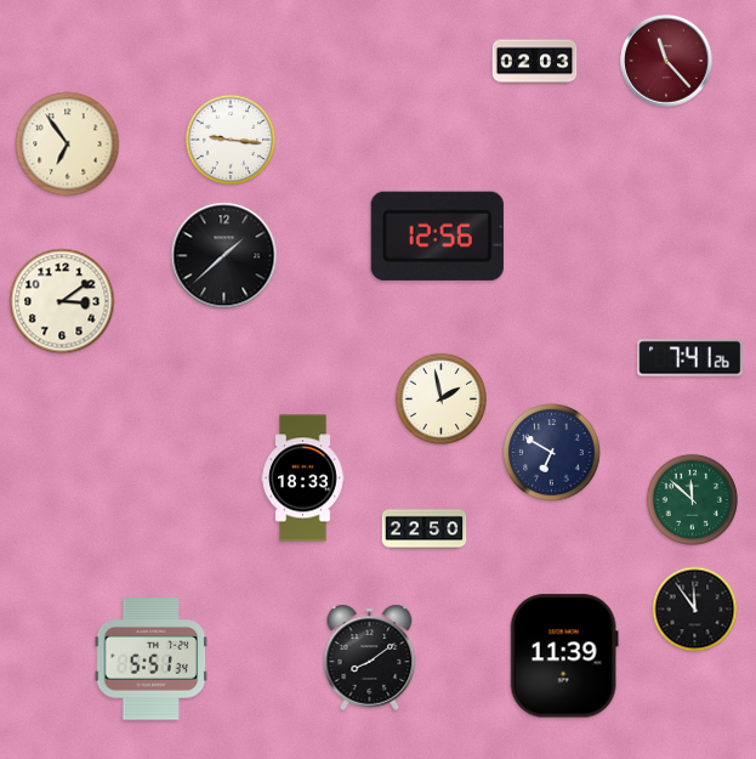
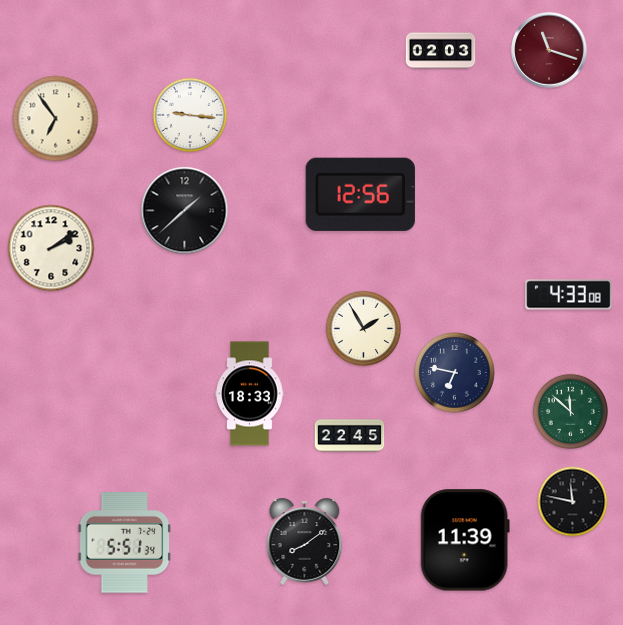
clock at (667, 62): 11:23 -> 11:18
clock at (62, 301): 3:09 -> 2:09
clock at (690, 358): 7:41 -> 4:33
clock at (440, 398): 1:58 -> 1:55
clock at (552, 453): 6:50 -> 6:47
clock at (425, 529): 22:50 -> 22:45
clock at (695, 610): 11:54 -> 11:47
